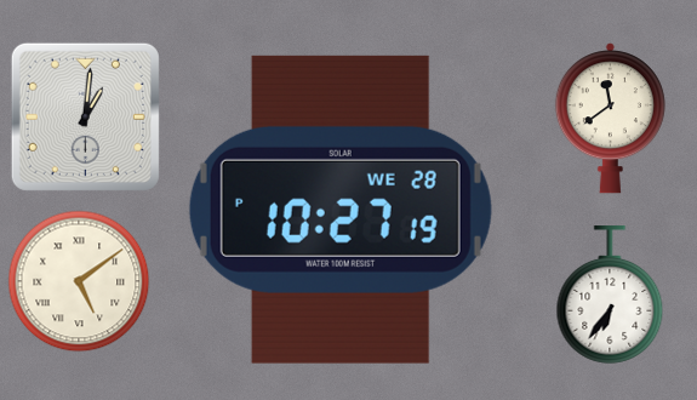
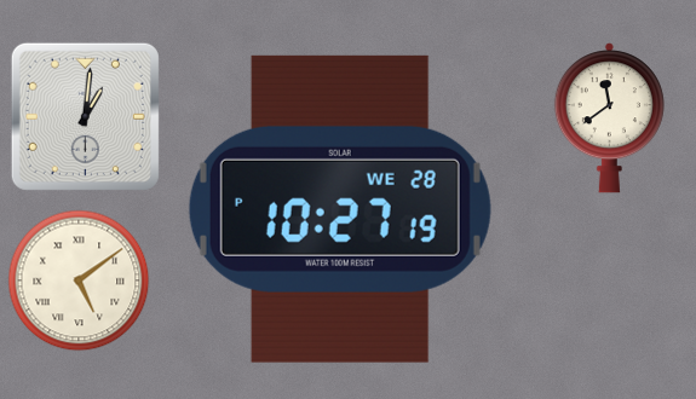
clock at (610, 295): 6:36 -> none
